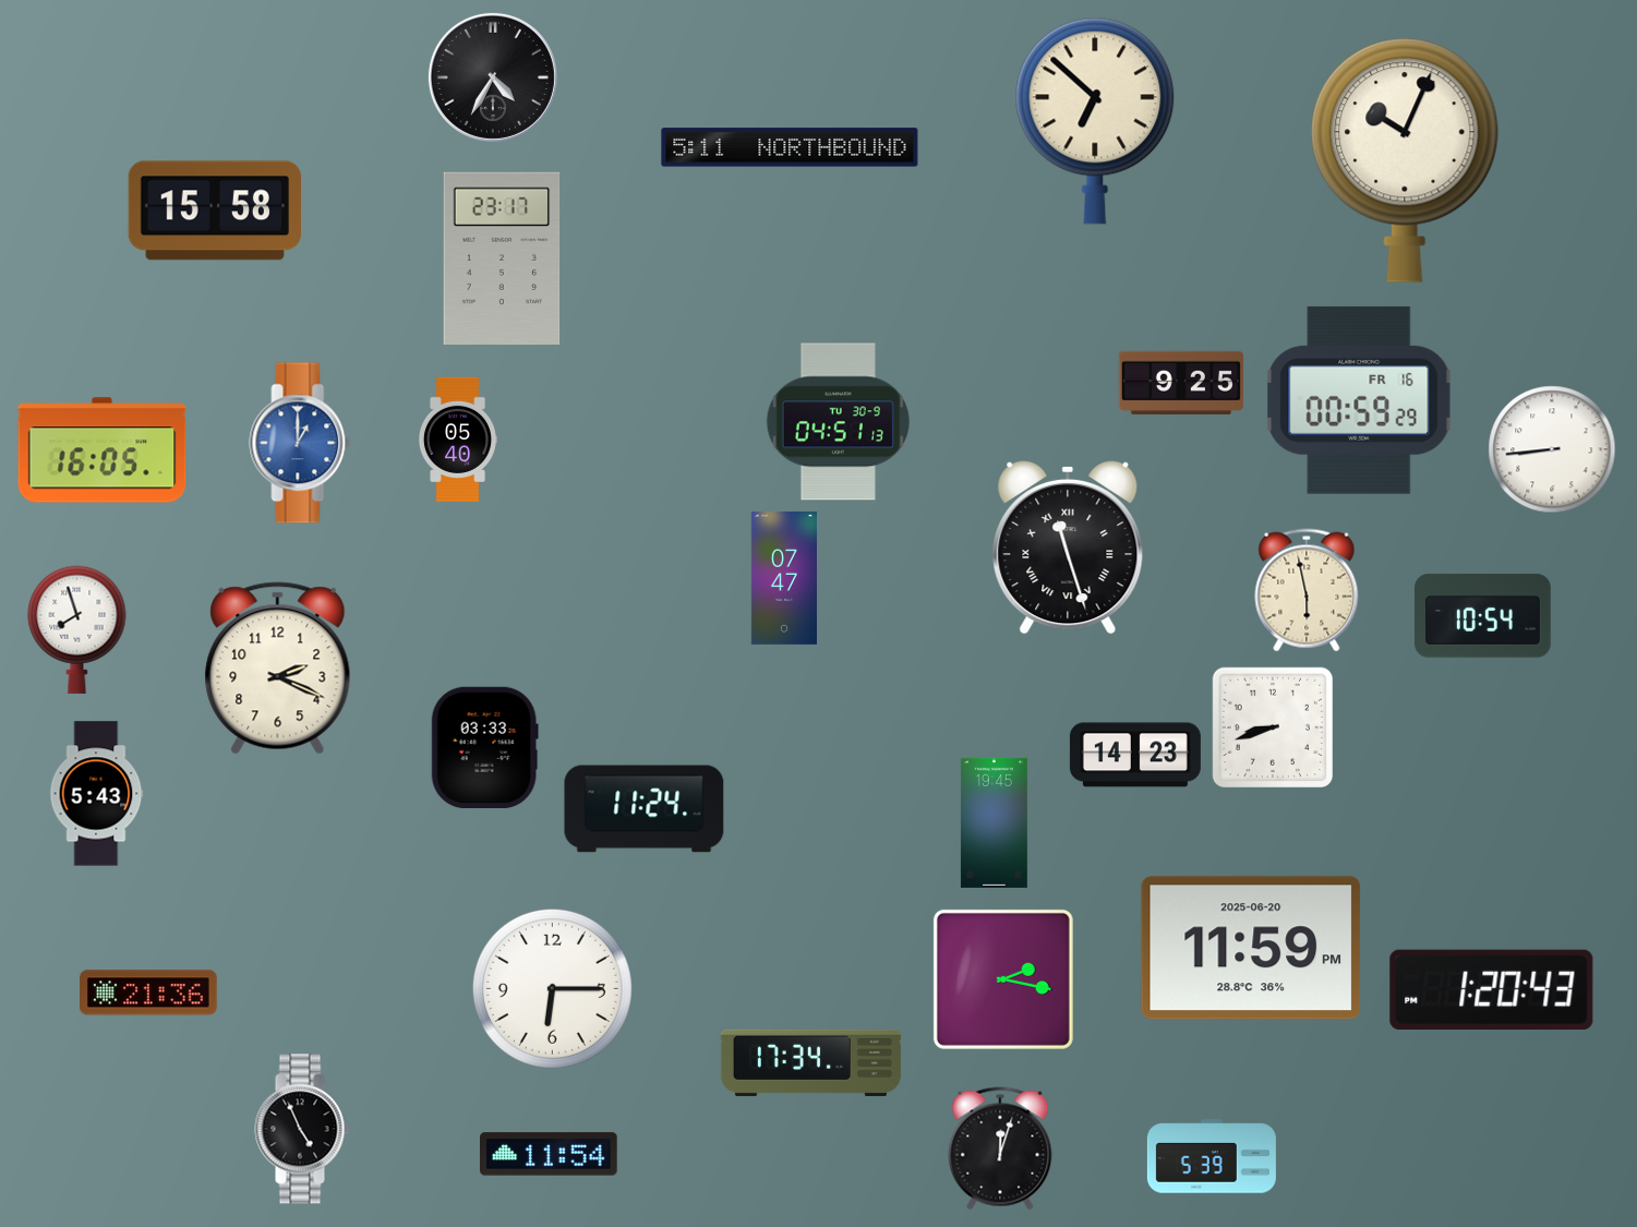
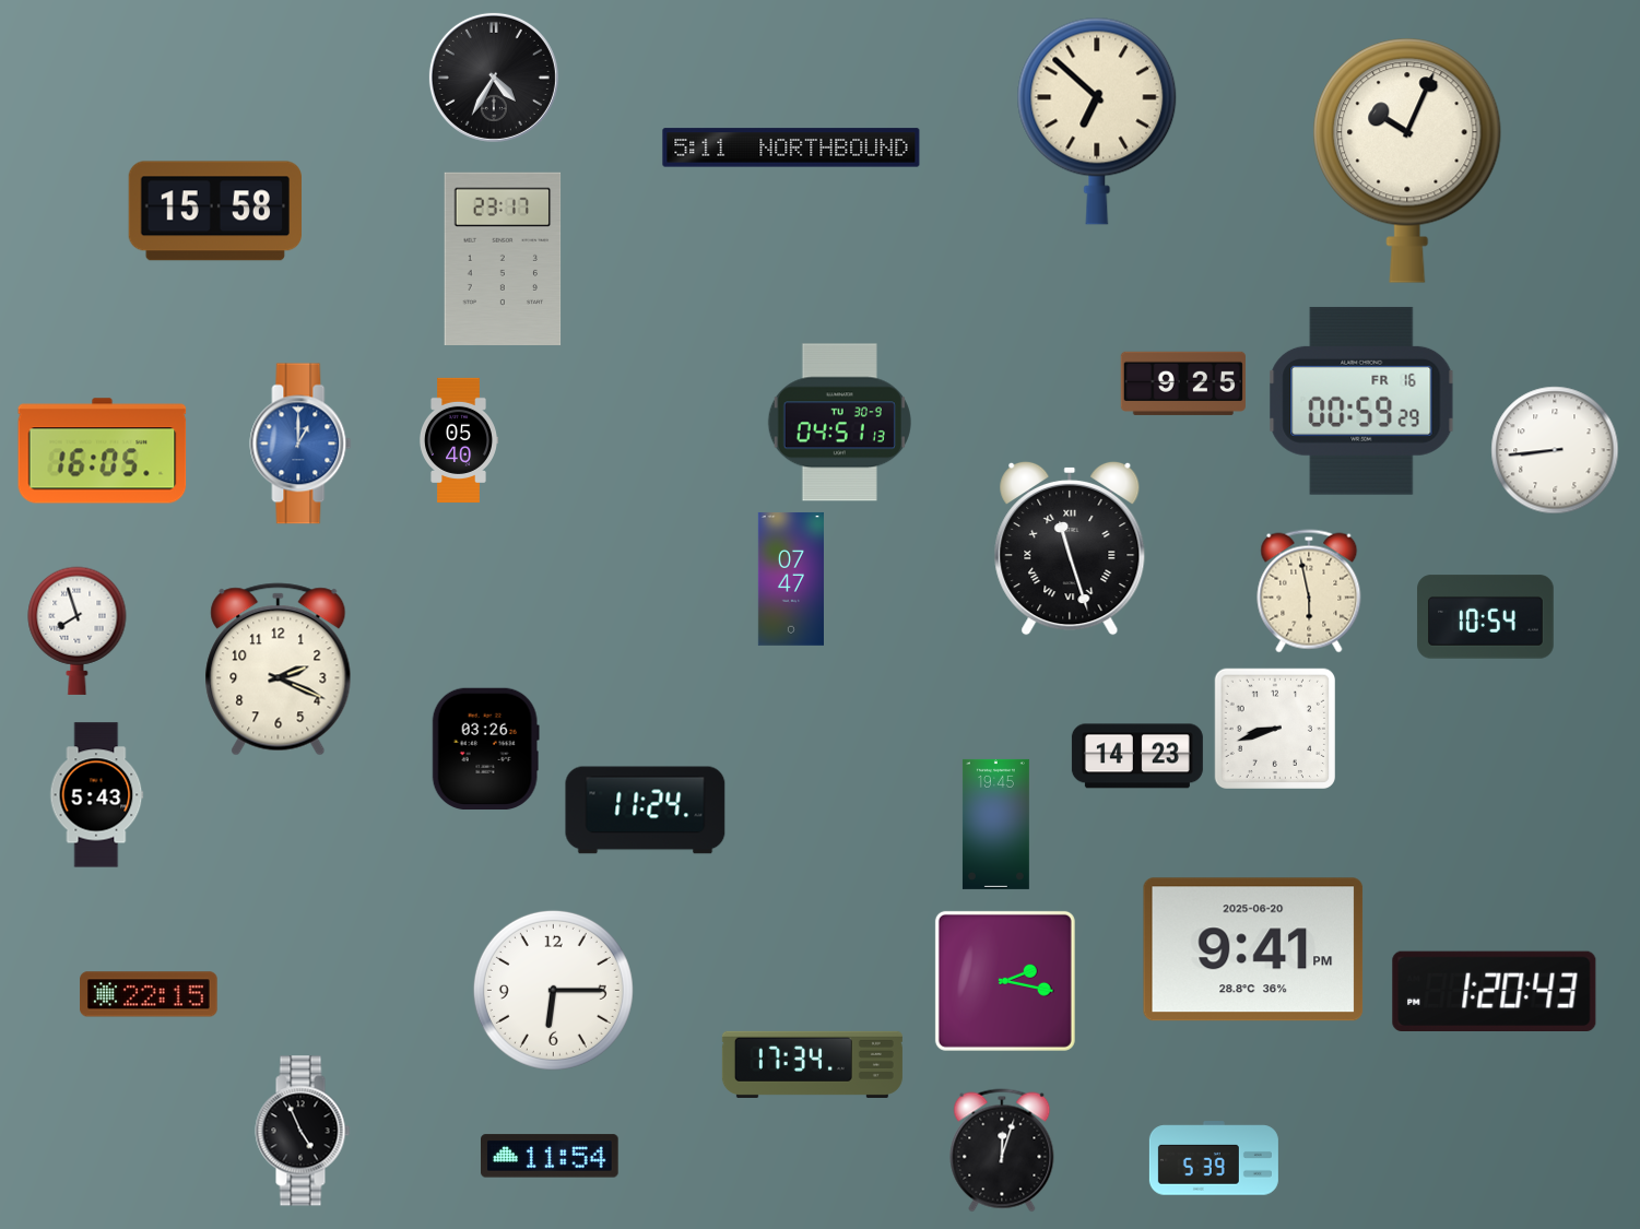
clock at (784, 578) position: (784, 578) -> (791, 579)
clock at (484, 747): 03:33 -> 03:26
clock at (1251, 948): 11:59 -> 9:41
clock at (148, 993): 21:36 -> 22:15
